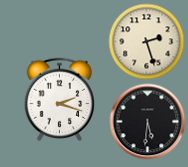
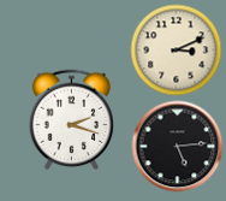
clock at (147, 42): 2:27 -> 3:11
clock at (148, 122): 5:31 -> 5:14
